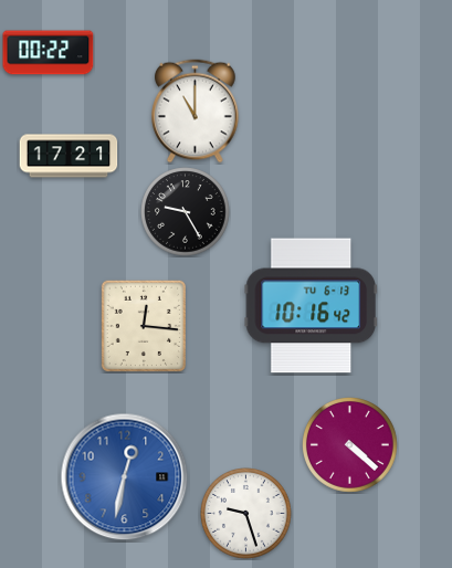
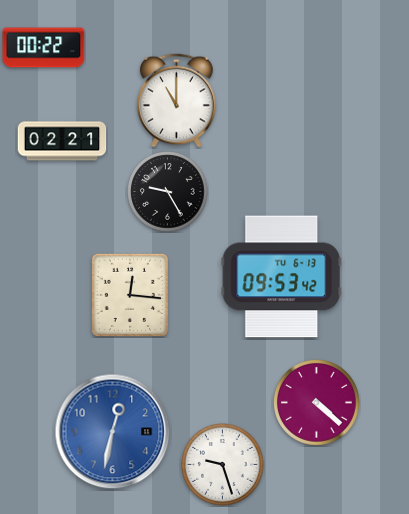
clock at (69, 156): 17:21 -> 02:21
clock at (311, 306): 10:16 -> 09:53
